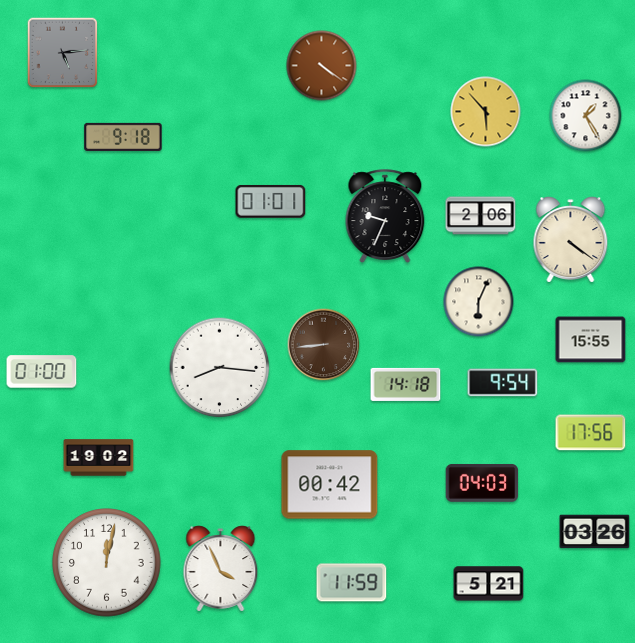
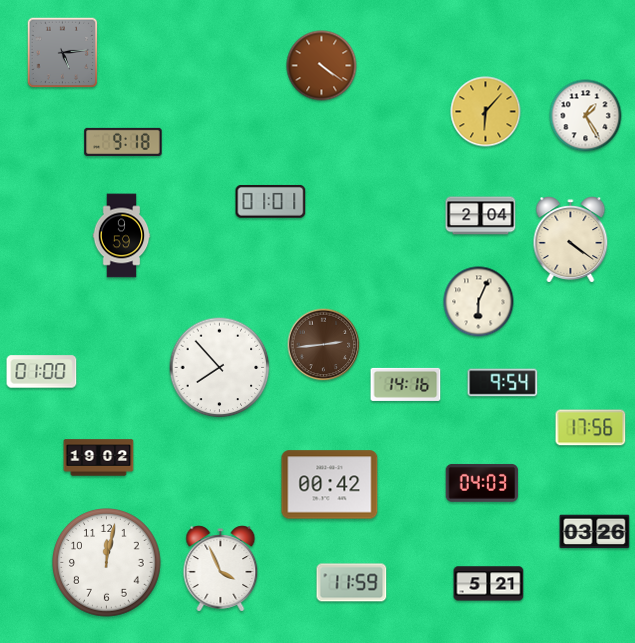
clock at (486, 112): 5:53 -> 6:07
clock at (123, 137) position: (123, 137) -> (123, 142)
clock at (385, 216): 9:34 -> none
clock at (481, 216): 2:06 -> 2:04
clock at (122, 236): none -> 9:59
clock at (591, 340): 15:55 -> none
clock at (324, 345): 8:44 -> 2:44
clock at (220, 368): 8:16 -> 7:53
clock at (406, 384): 14:18 -> 14:16
clock at (591, 433) position: (591, 433) -> (591, 428)
